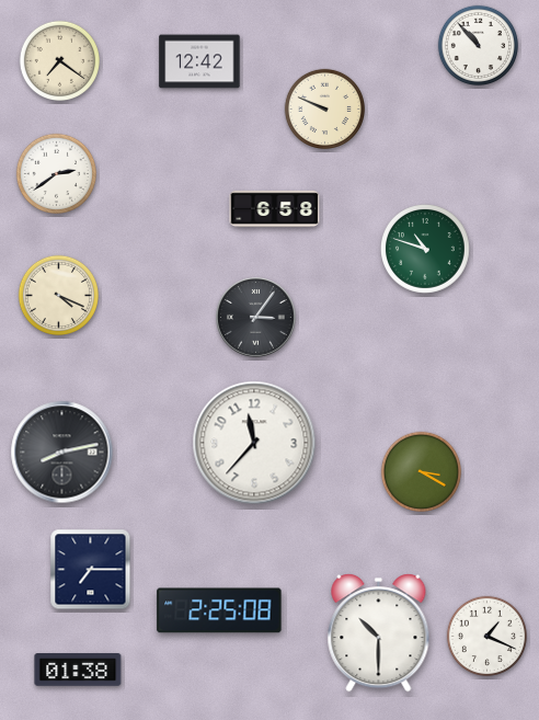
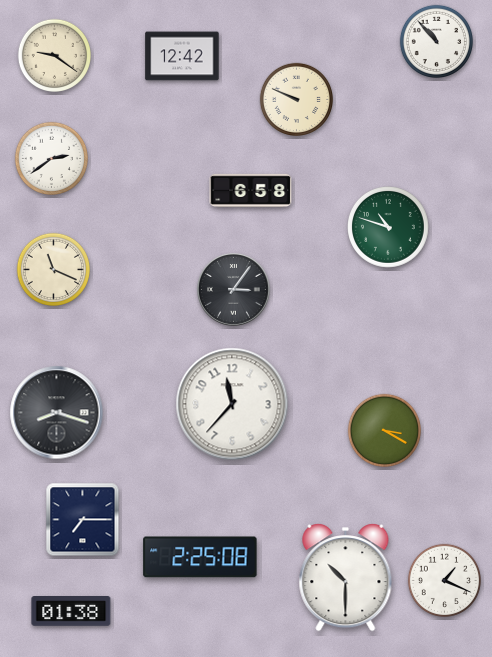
clock at (59, 60): 7:21 -> 9:21
clock at (58, 295): 4:19 -> 11:19
clock at (62, 453): 8:13 -> 8:18
